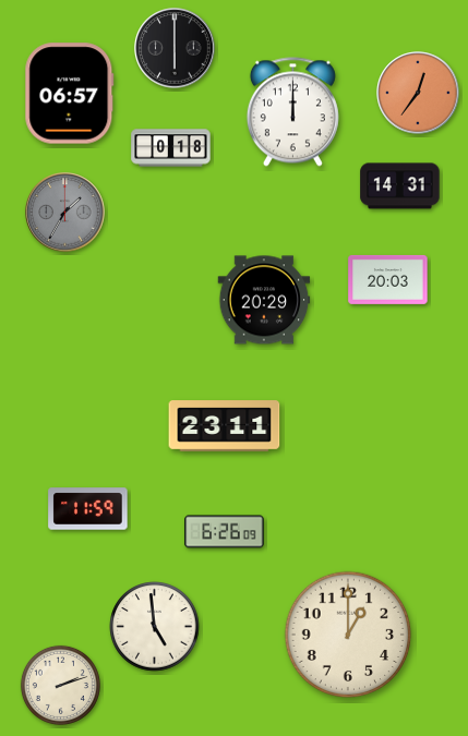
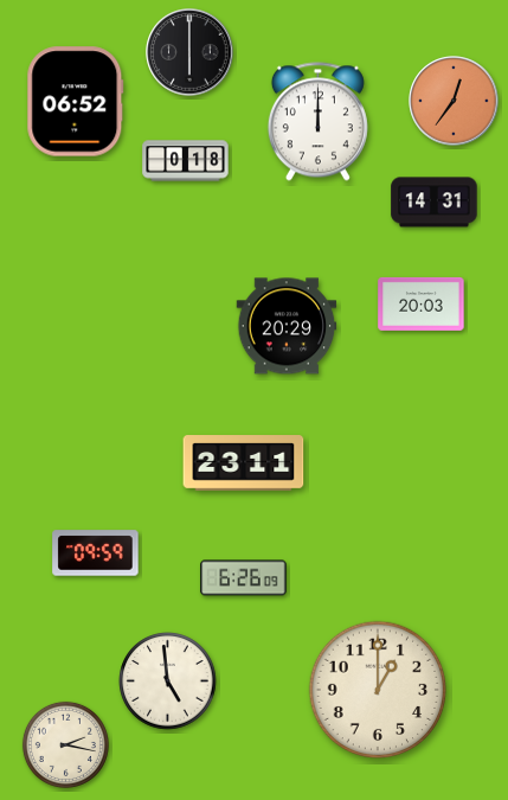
clock at (70, 94): 06:57 -> 06:52
clock at (65, 213): 1:35 -> none
clock at (88, 509): 11:59 -> 09:59
clock at (60, 685): 2:12 -> 2:17
